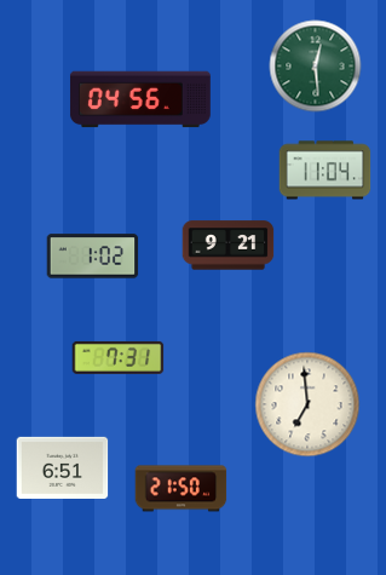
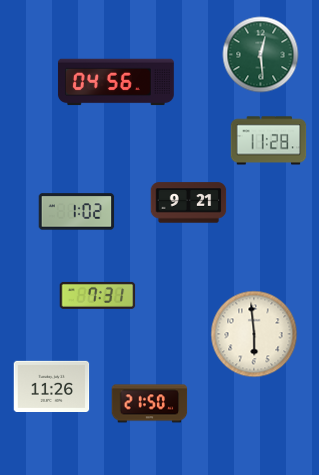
clock at (325, 171): 11:04 -> 11:28
clock at (307, 404): 6:59 -> 5:59
clock at (63, 467): 6:51 -> 11:26
